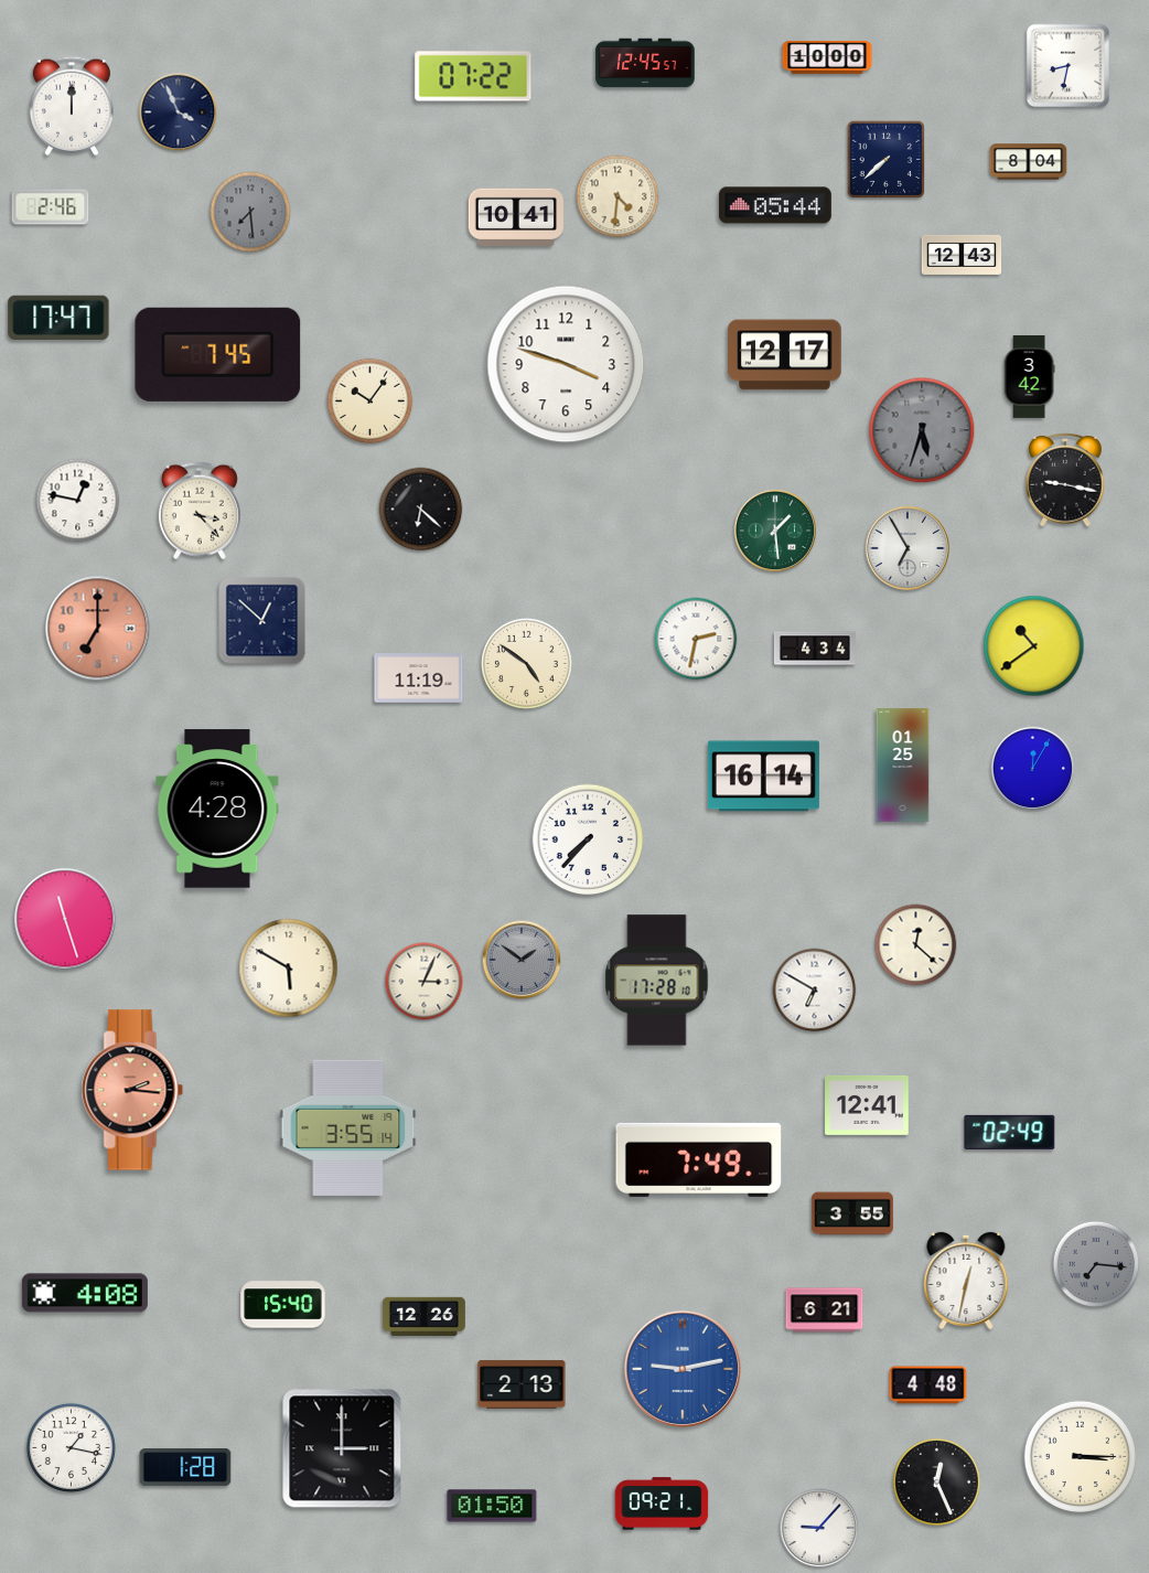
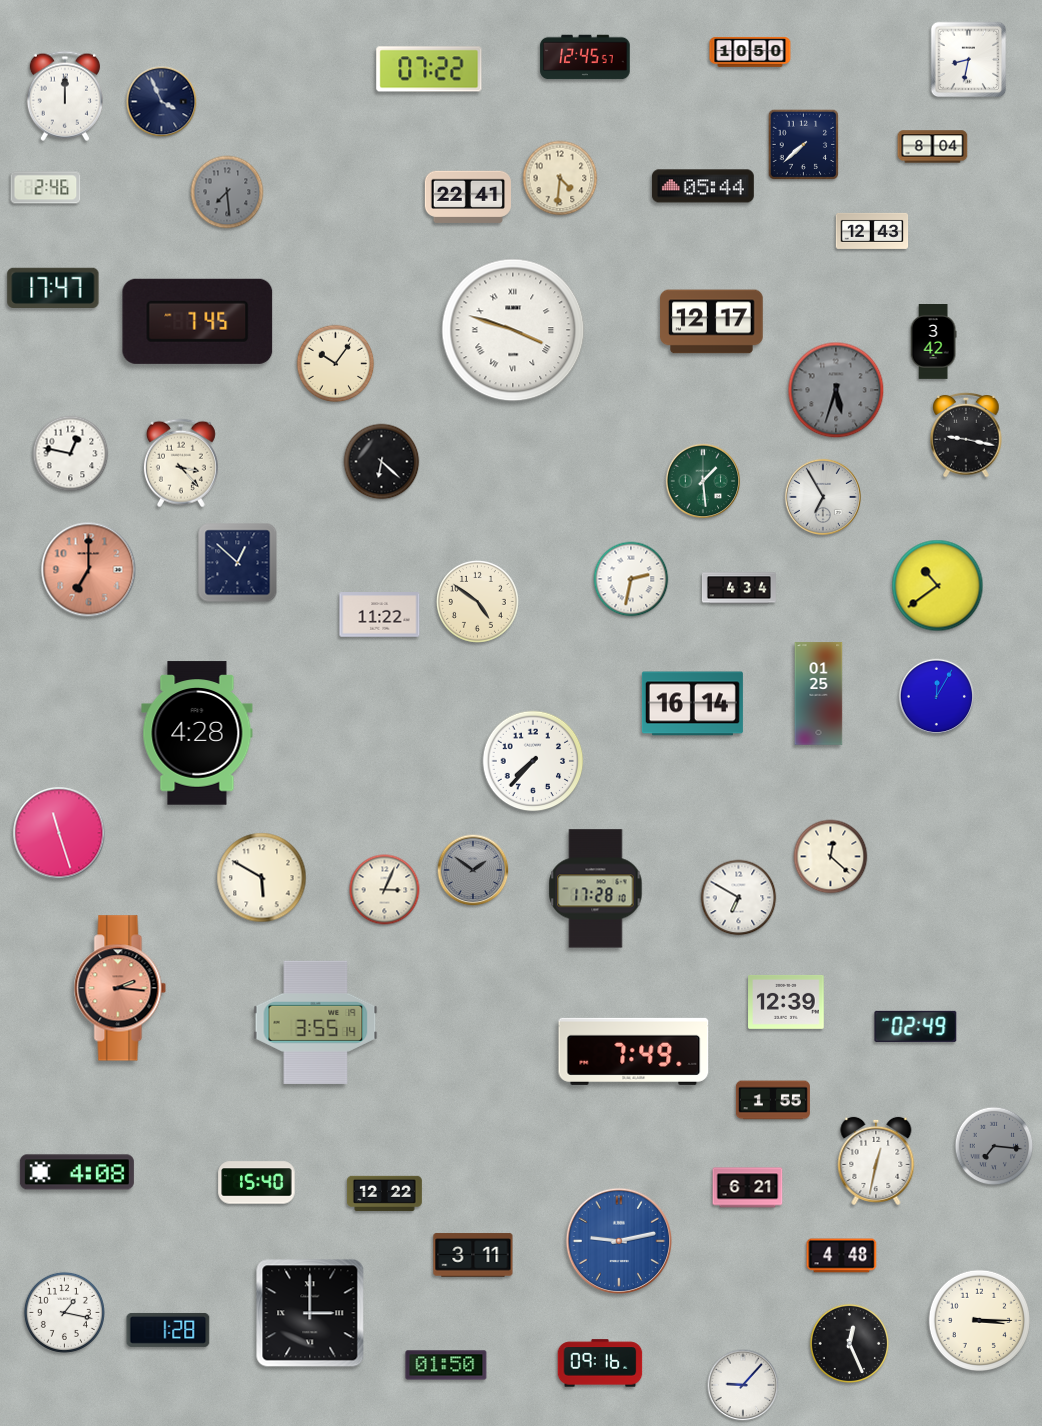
clock at (827, 57): 10:00 -> 10:50
clock at (515, 217): 10:41 -> 22:41
clock at (566, 364) numerals: Arabic -> Roman
clock at (419, 678): 11:19 -> 11:22
clock at (867, 1105): 12:41 -> 12:39
clock at (852, 1213): 3:55 -> 1:55
clock at (425, 1316): 12:26 -> 12:22
clock at (522, 1384): 2:13 -> 3:11
clock at (662, 1504): 09:21 -> 09:16
